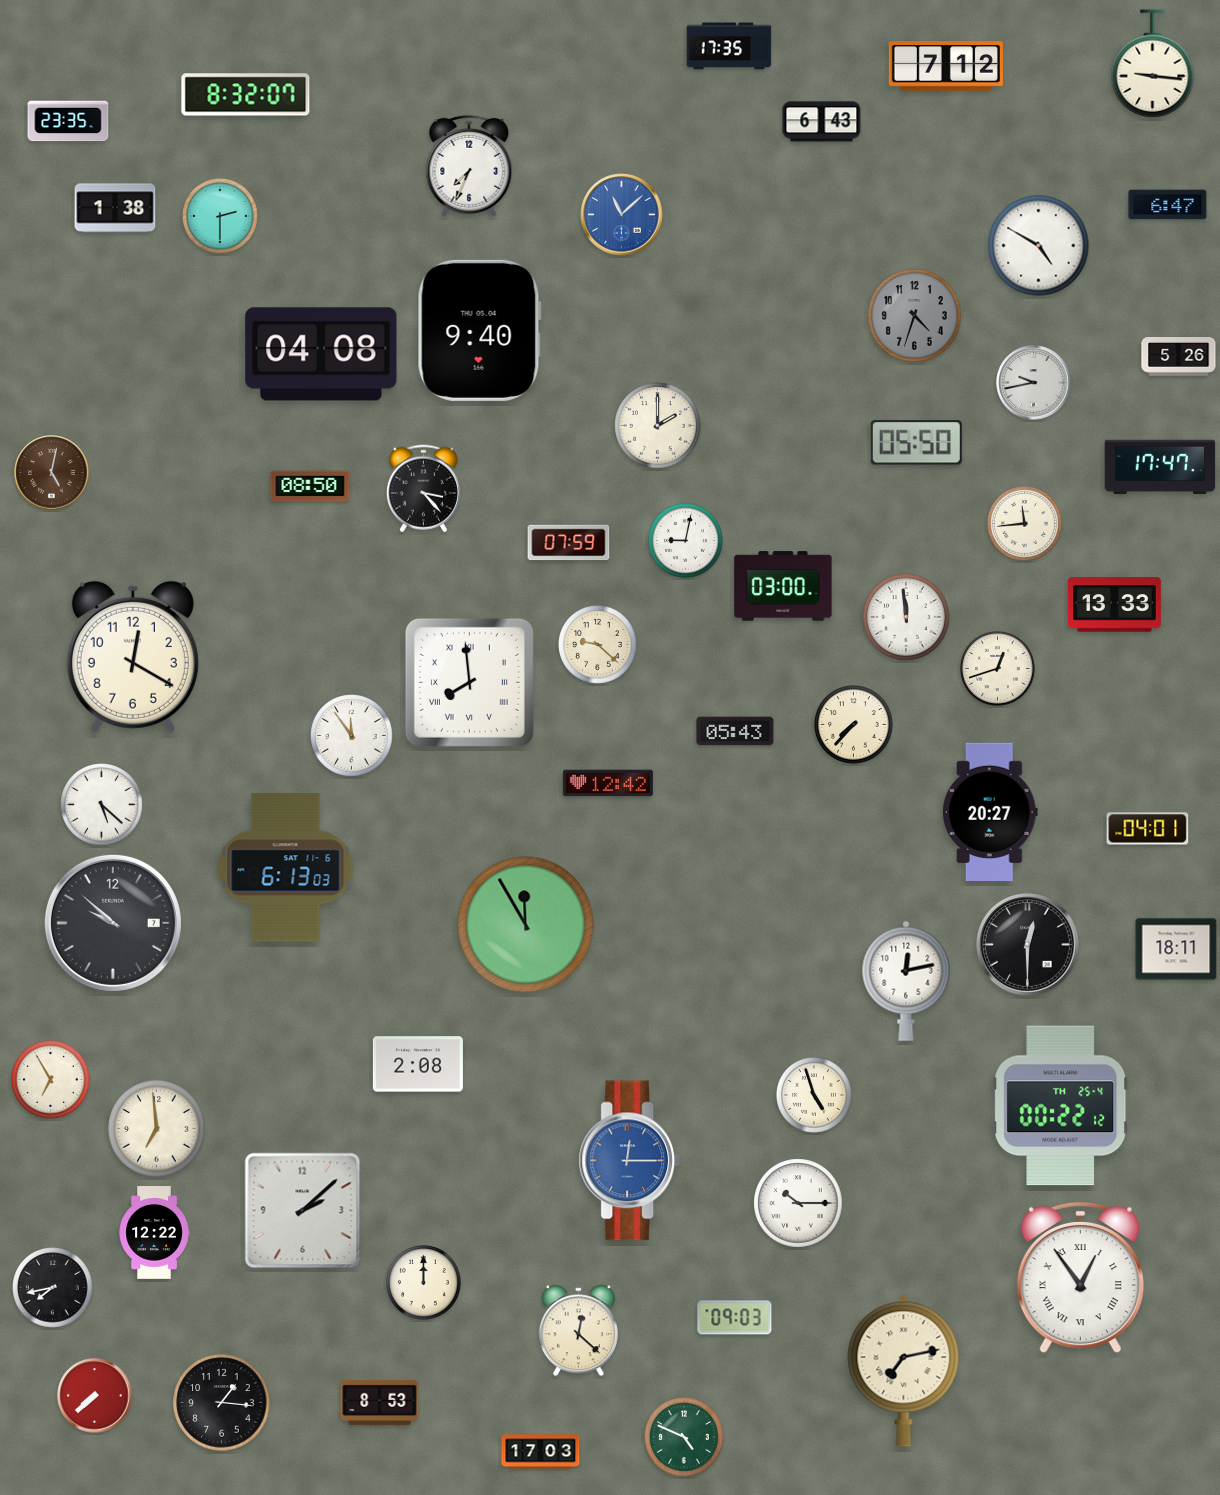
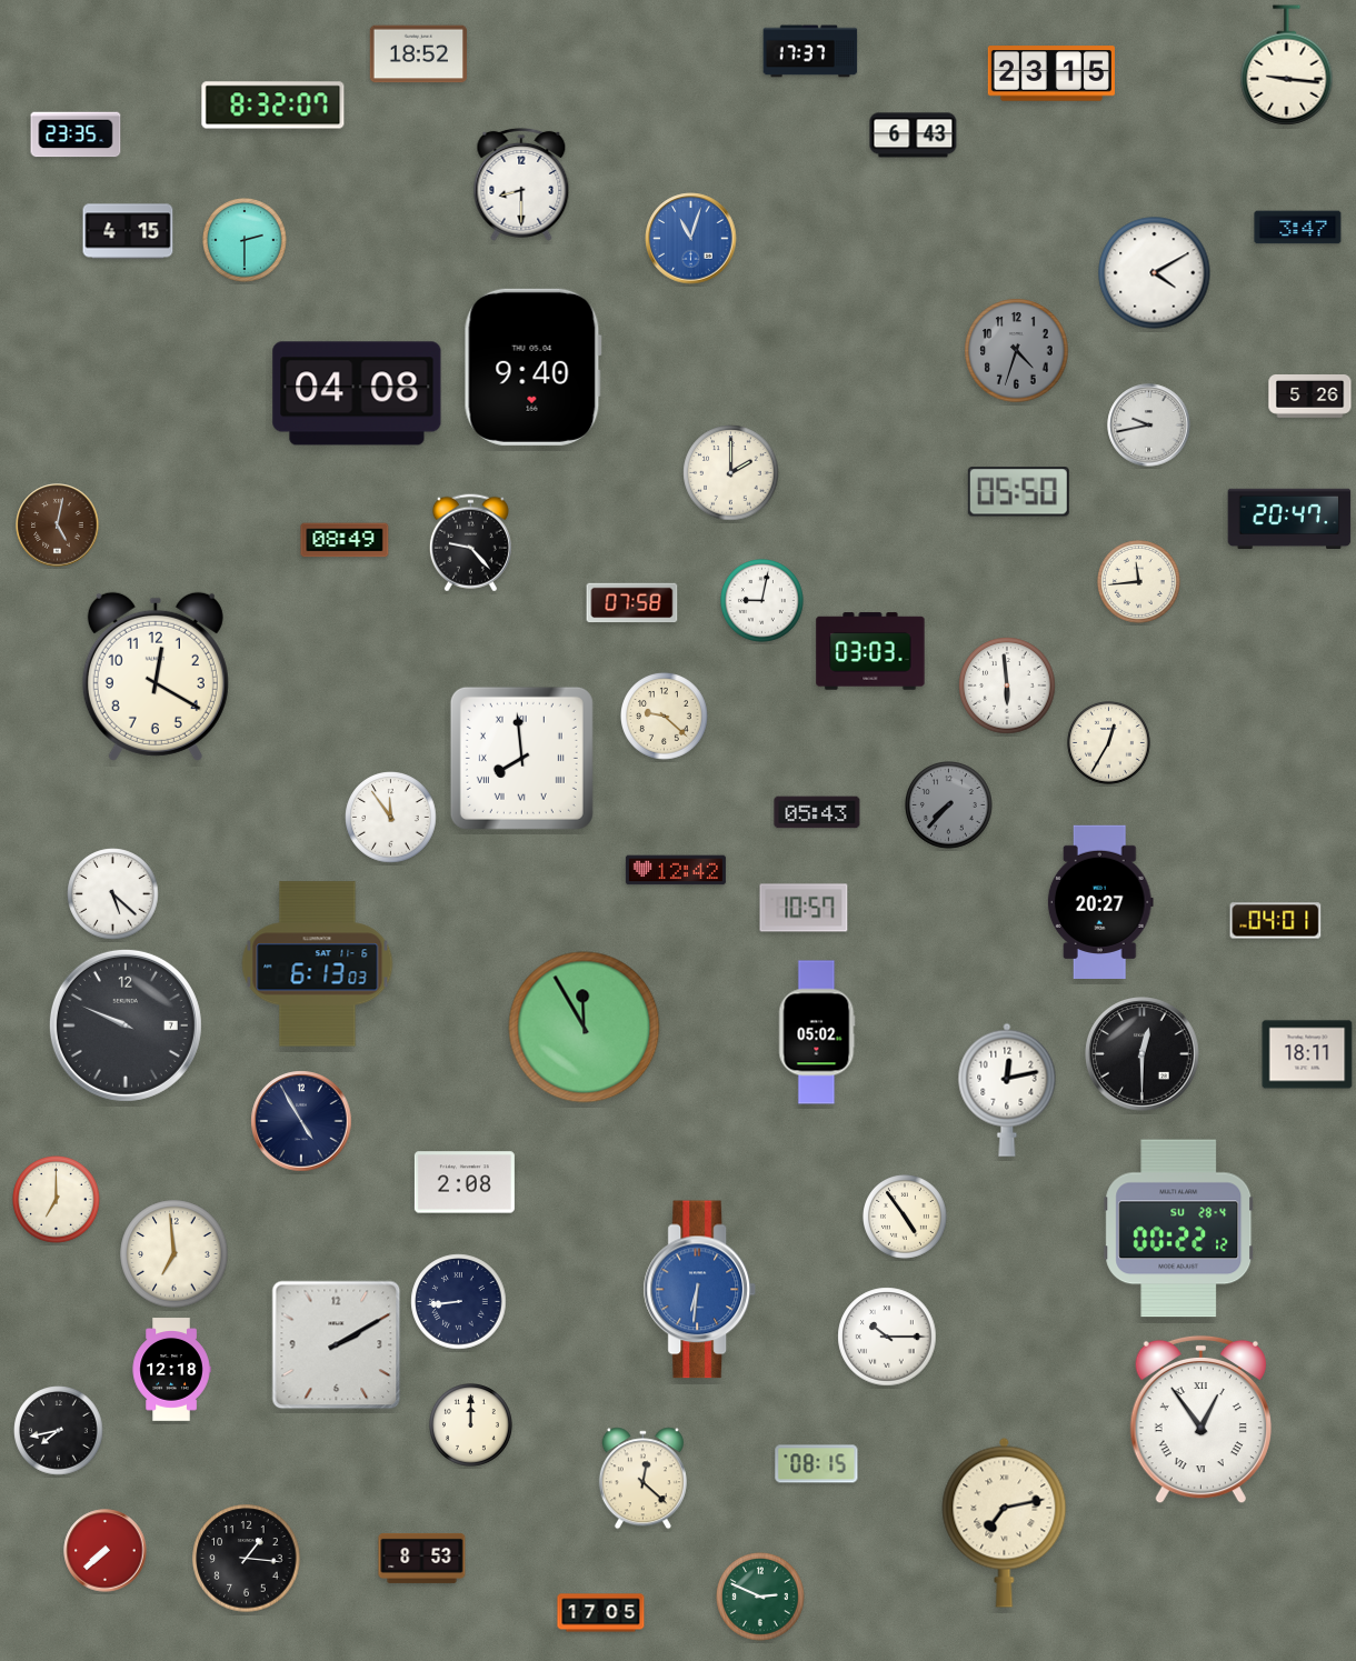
clock at (729, 46): 17:35 -> 17:37
clock at (418, 54): none -> 18:52
clock at (1153, 64) position: (1153, 64) -> (1287, 66)
clock at (946, 66): 7:12 -> 23:15
clock at (469, 166): 7:34 -> 8:30
clock at (1168, 205): 6:47 -> 3:47
clock at (115, 208): 1:38 -> 4:15
clock at (622, 215): 11:08 -> 11:03
clock at (1039, 246): 4:50 -> 4:10
clock at (1160, 466): 17:47 -> 20:47
clock at (310, 486): 08:50 -> 08:49
clock at (423, 489): 3:23 -> 9:23
clock at (569, 543): 07:59 -> 07:58
clock at (783, 586): 03:00 -> 03:03
clock at (1115, 605): 13:33 -> none
clock at (906, 617): 11:59 -> 5:59
clock at (133, 657) position: (133, 657) -> (156, 677)
clock at (998, 669): 12:42 -> 12:35
clock at (854, 725) dial: cream -> grey
clock at (804, 908): none -> 10:57
clock at (113, 923): 9:52 -> 9:49
clock at (817, 1032): none -> 05:02
clock at (1028, 945) position: (1028, 945) -> (1143, 1054)
clock at (301, 1121): none -> 4:55
clock at (51, 1080): 6:55 -> 7:00
clock at (815, 1096): 4:57 -> 4:54
clock at (1061, 1106) date: TH 25-4 -> SU 28-4
clock at (630, 1161): 12:15 -> 6:31
clock at (459, 1302): none -> 8:44
clock at (303, 1211): 2:08 -> 2:10
clock at (154, 1233): 12:22 -> 12:18
clock at (735, 1318): 09:03 -> 08:15
clock at (684, 1437): 4:49 -> 2:49
clock at (541, 1452): 17:03 -> 17:05
